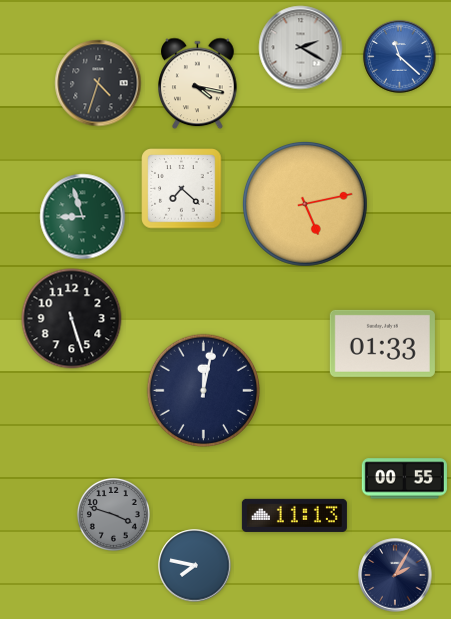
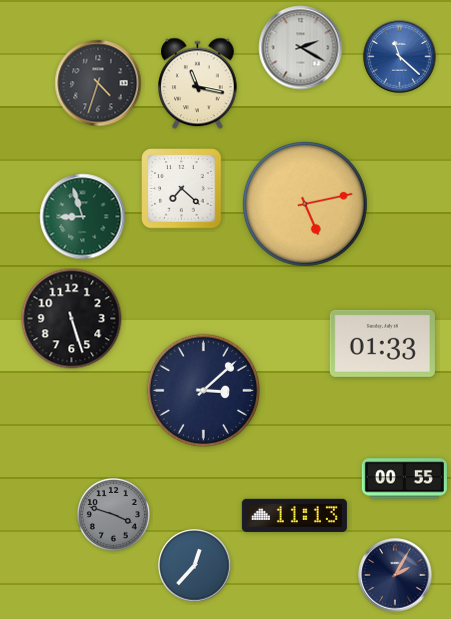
clock at (198, 84): 4:17 -> 11:17
clock at (203, 390): 12:02 -> 3:08
clock at (195, 566): 7:47 -> 12:37
